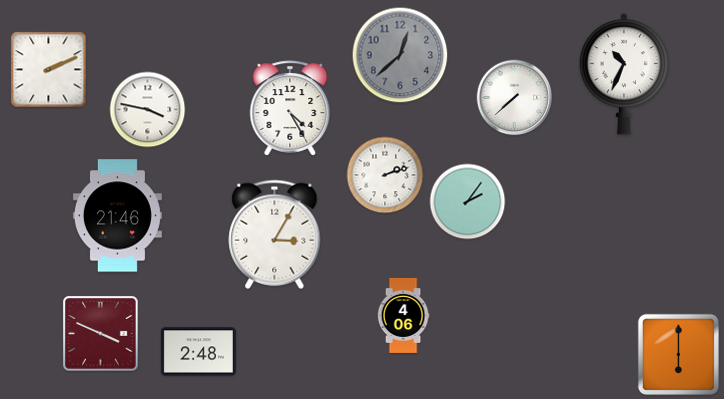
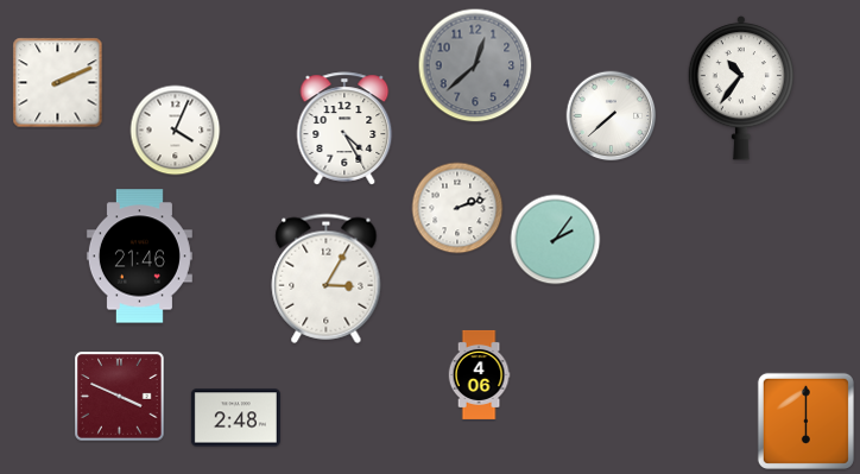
clock at (623, 75): 10:34 -> 10:36
clock at (148, 110): 3:47 -> 4:04
